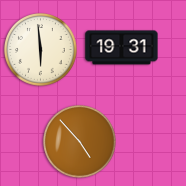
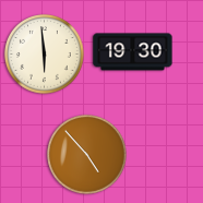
clock at (122, 48): 19:31 -> 19:30
